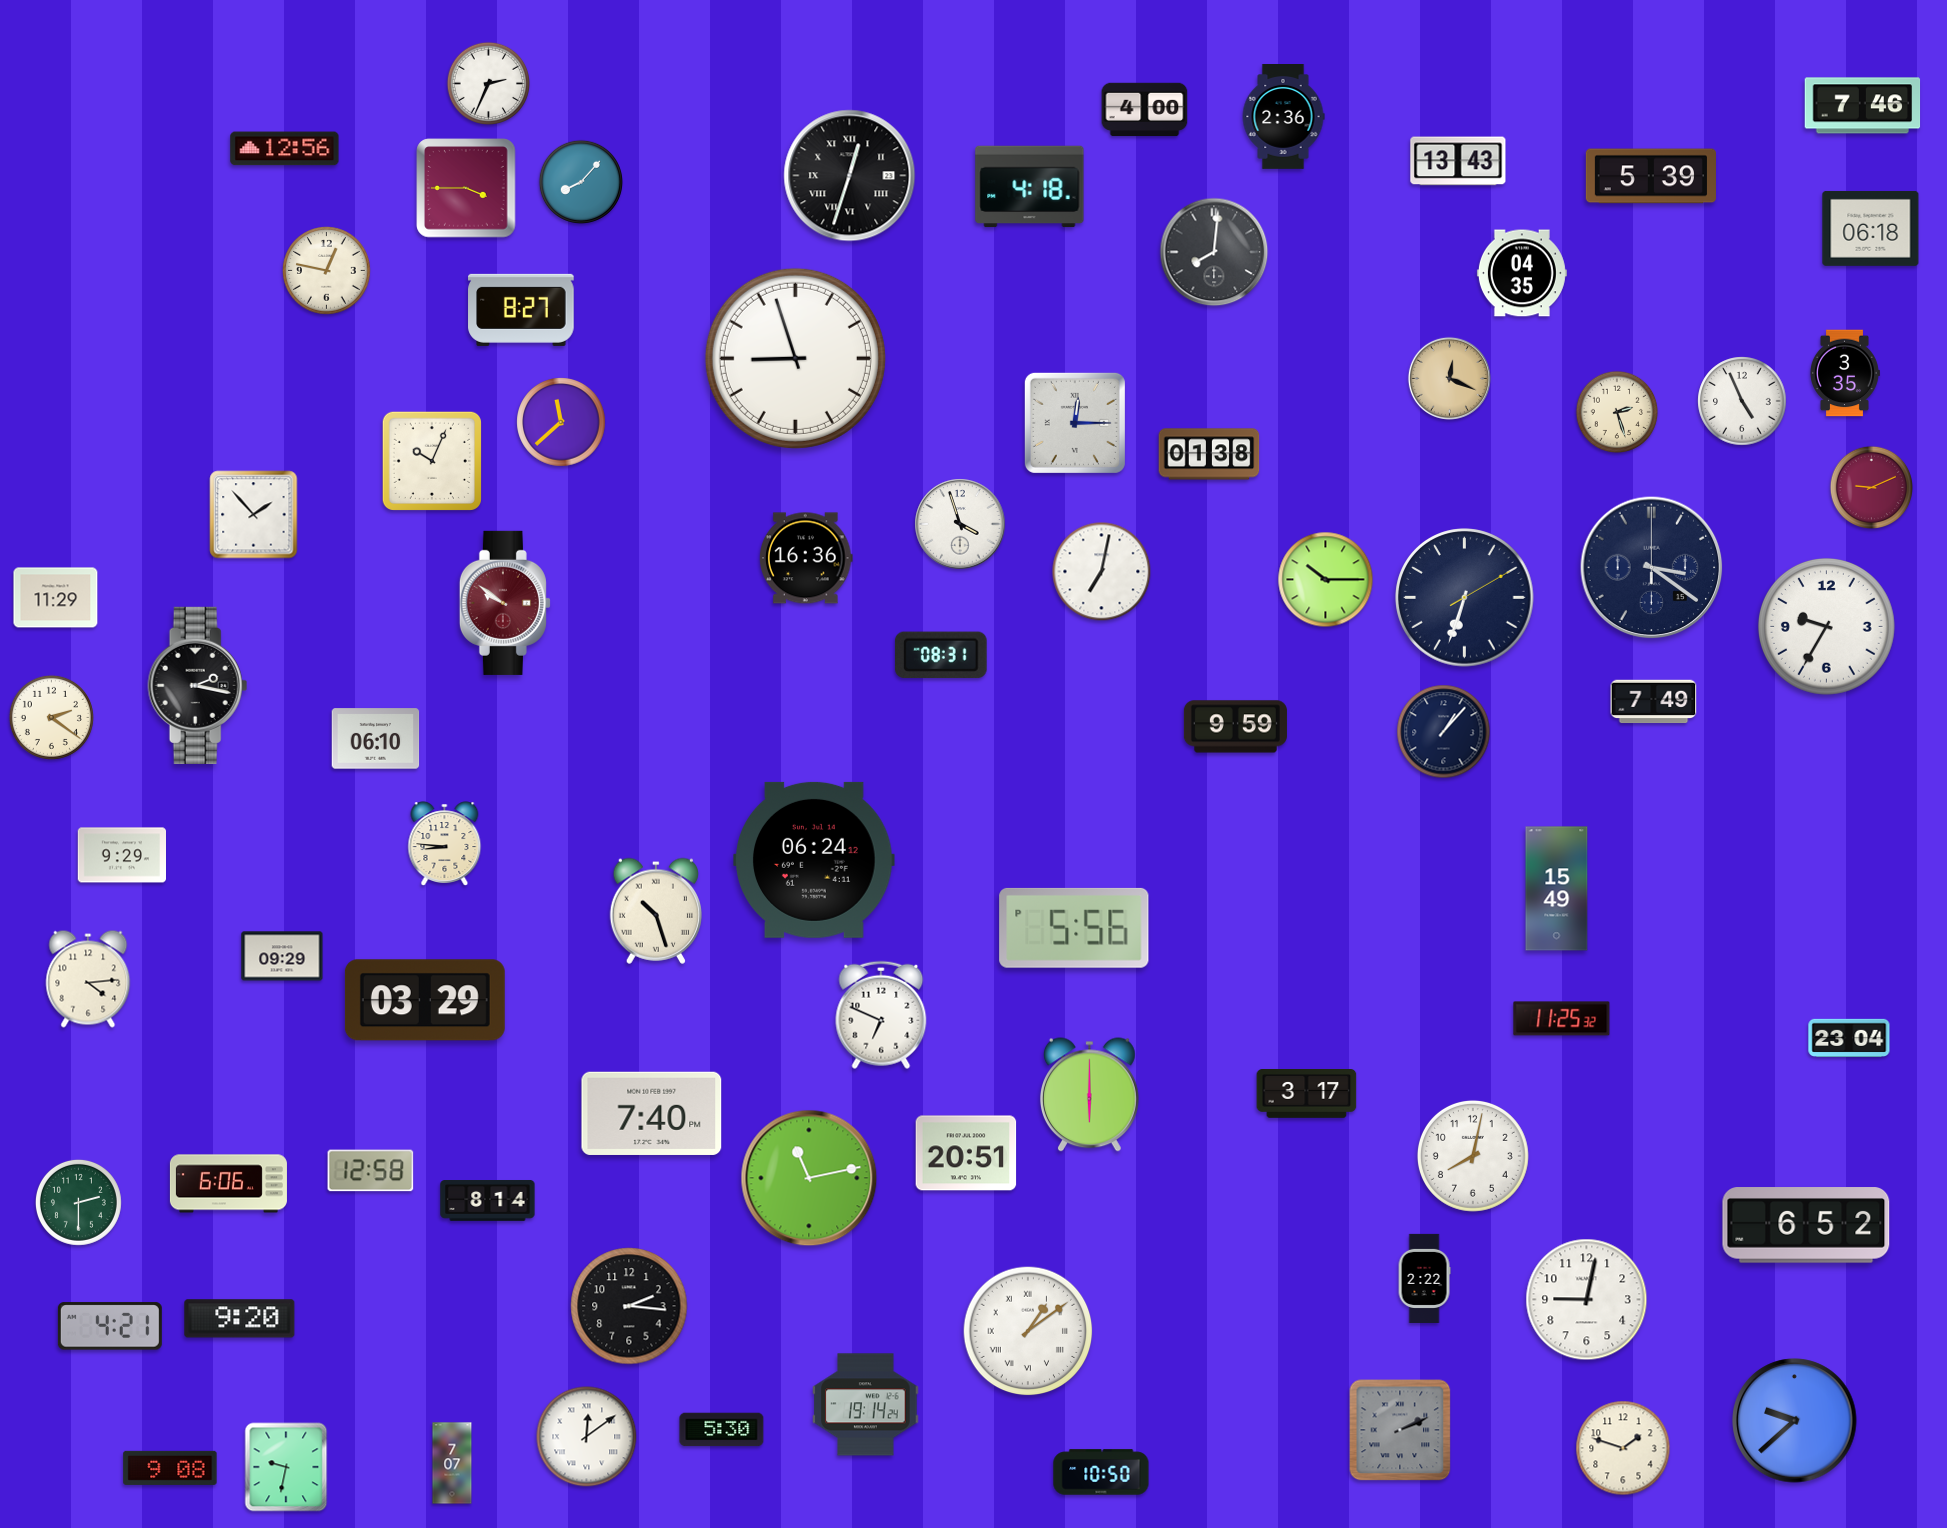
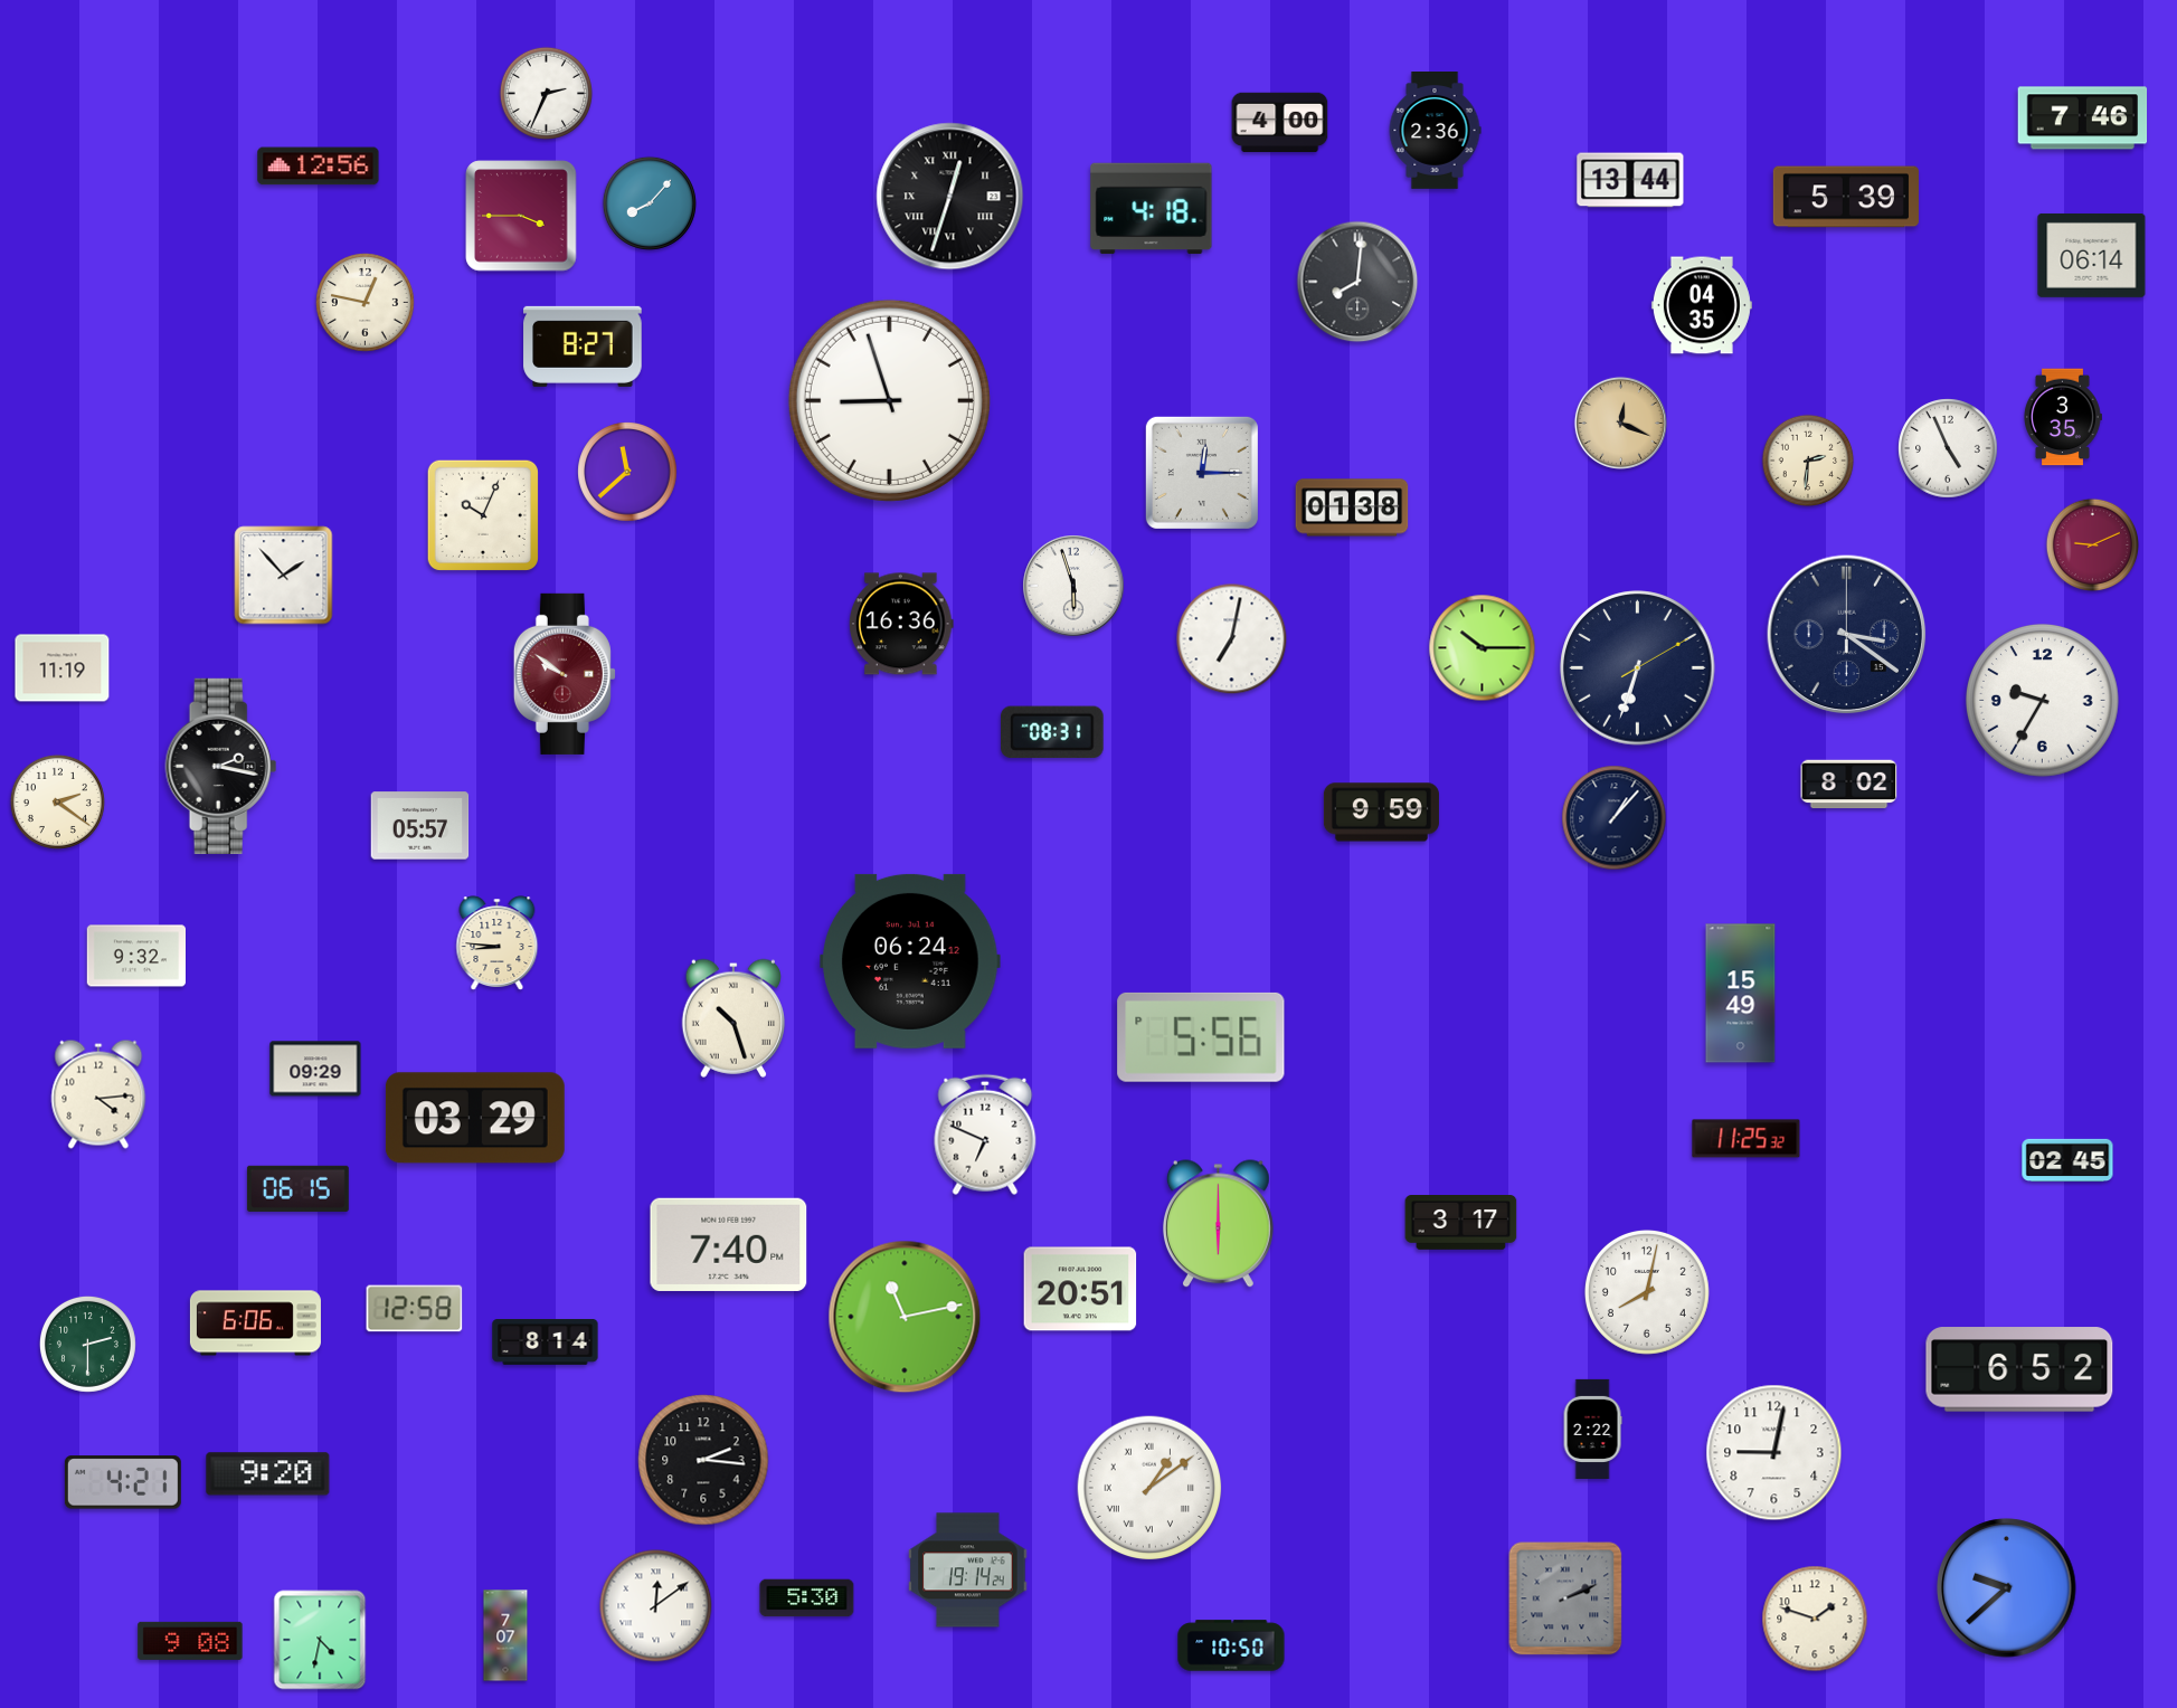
clock at (1458, 161): 13:43 -> 13:44
clock at (466, 188) position: (466, 188) -> (521, 216)
clock at (1871, 228): 06:18 -> 06:14
clock at (1617, 412): 2:27 -> 2:31
clock at (960, 524): 3:57 -> 5:57
clock at (56, 598): 11:29 -> 11:19
clock at (1654, 702): 7:49 -> 8:02
clock at (376, 739): 06:10 -> 05:57
clock at (121, 855): 9:29 -> 9:32
clock at (1849, 1037): 23:04 -> 02:45
clock at (297, 1188): none -> 06:15
clock at (286, 1467): 9:32 -> 4:32
